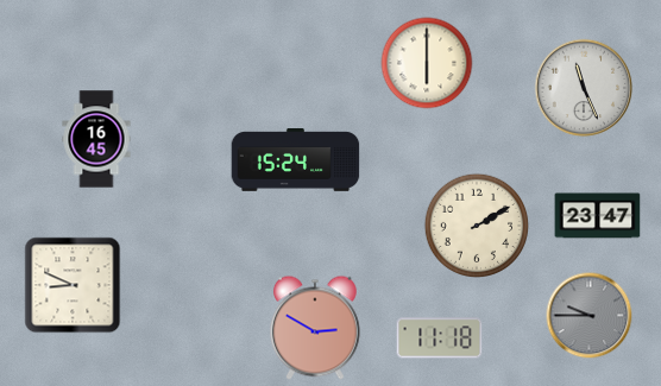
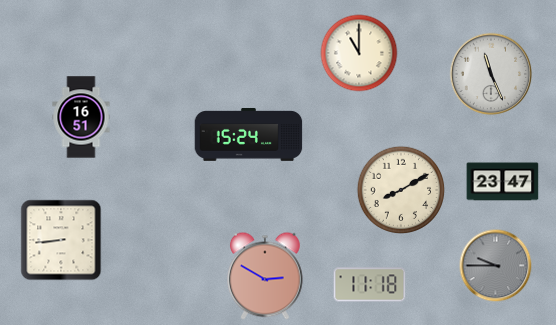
clock at (427, 63): 6:00 -> 11:00
clock at (96, 139): 16:45 -> 16:51
clock at (476, 224): 2:10 -> 8:10
clock at (73, 285): 8:49 -> 8:44
